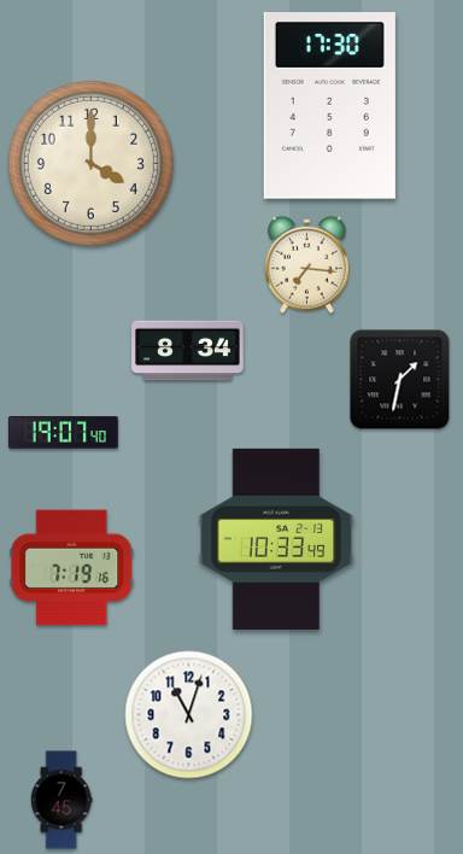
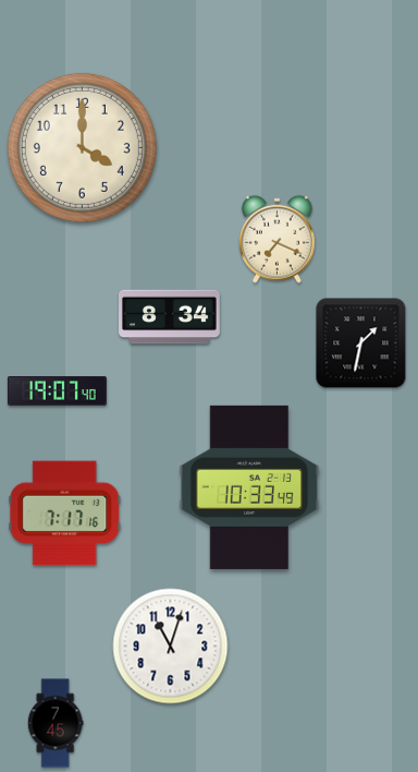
clock at (329, 106): 17:30 -> none
clock at (306, 264): 7:16 -> 7:19
clock at (72, 568): 7:19 -> 7:17
